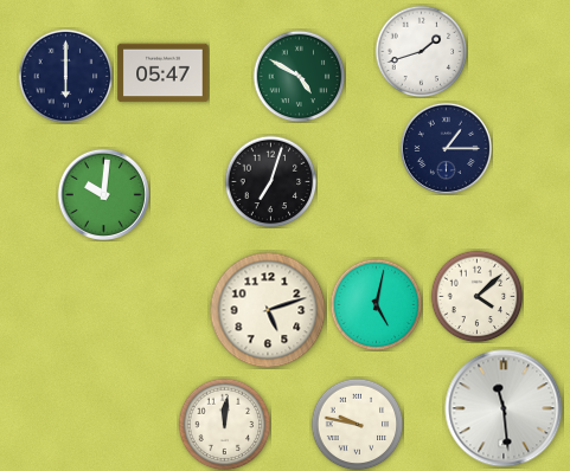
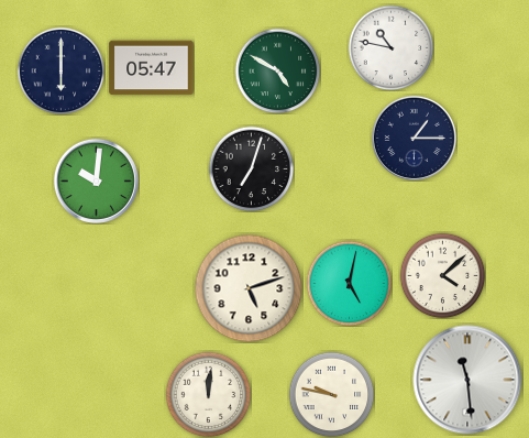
clock at (421, 51): 1:42 -> 10:47
